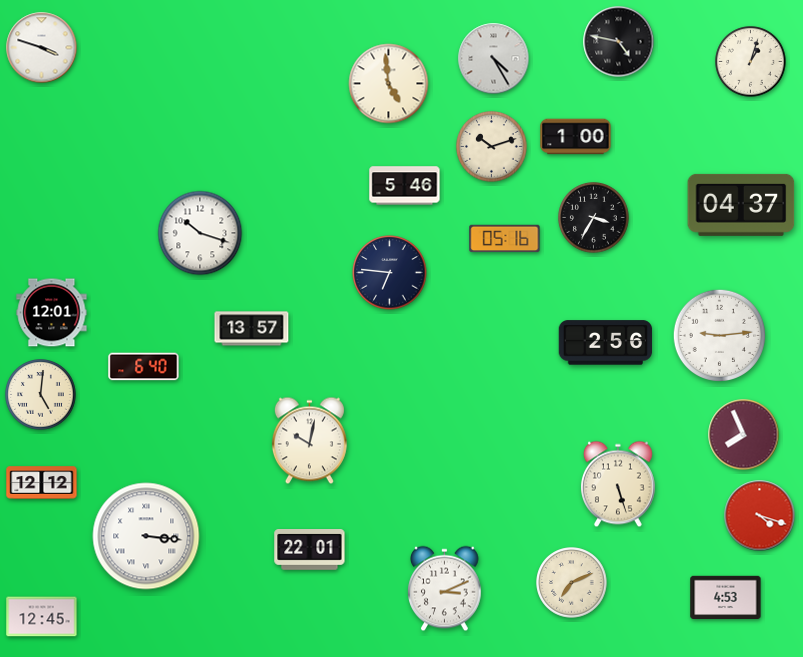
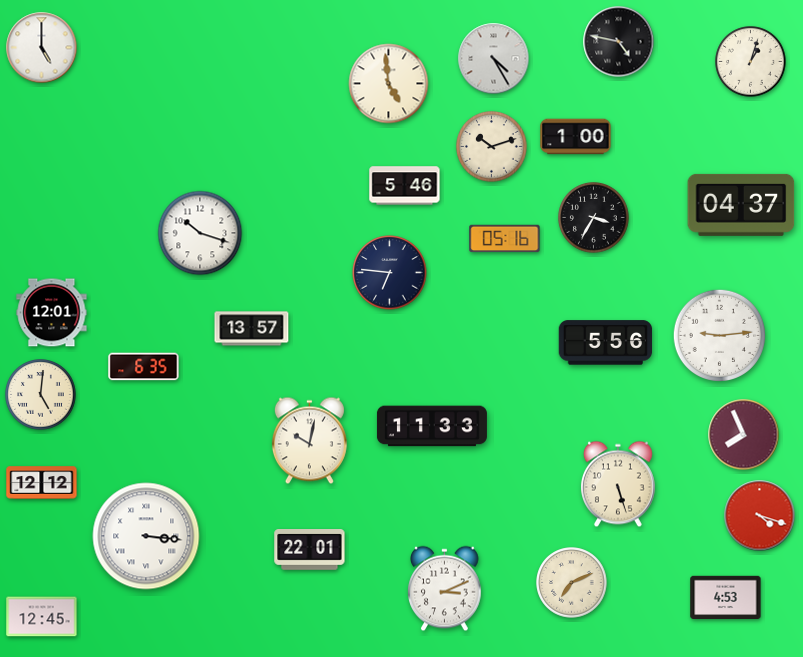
clock at (42, 48): 3:48 -> 5:00
clock at (606, 343): 2:56 -> 5:56
clock at (144, 367): 6:40 -> 6:35
clock at (432, 426): none -> 11:33
